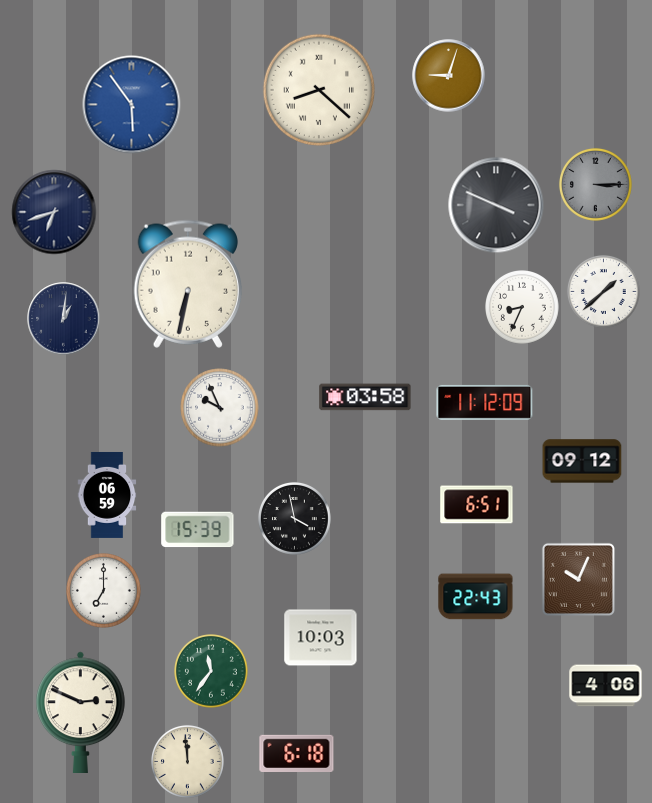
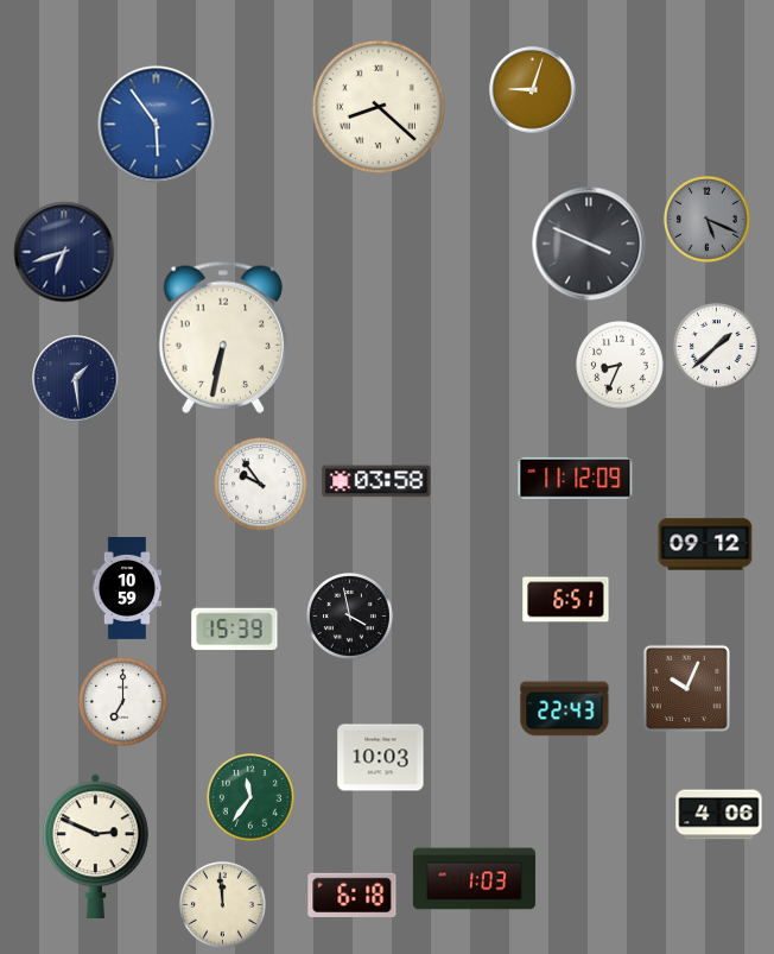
clock at (595, 184): 3:15 -> 5:19
clock at (64, 319): 1:01 -> 1:29
clock at (365, 397) position: (365, 397) -> (376, 481)
clock at (220, 408): 9:56 -> 9:54
clock at (582, 461) position: (582, 461) -> (705, 544)
clock at (107, 495): 06:59 -> 10:59
clock at (474, 879): none -> 1:03
